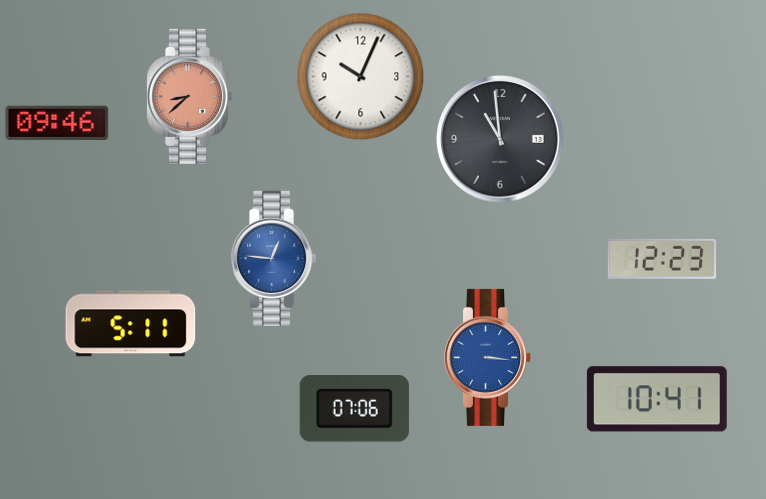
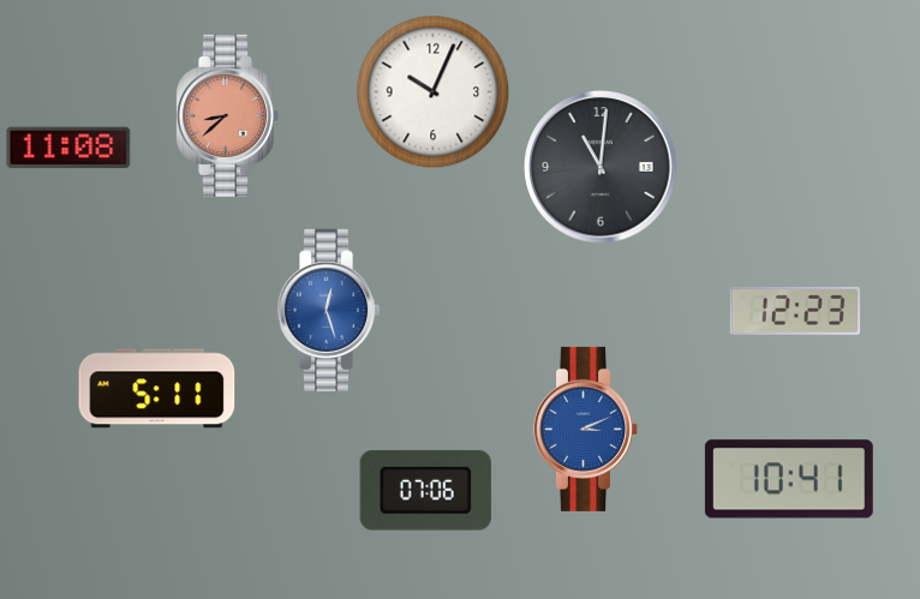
clock at (57, 123): 09:46 -> 11:08
clock at (500, 139): 10:59 -> 11:01
clock at (273, 258): 12:46 -> 12:27
clock at (488, 357): 3:16 -> 3:11
